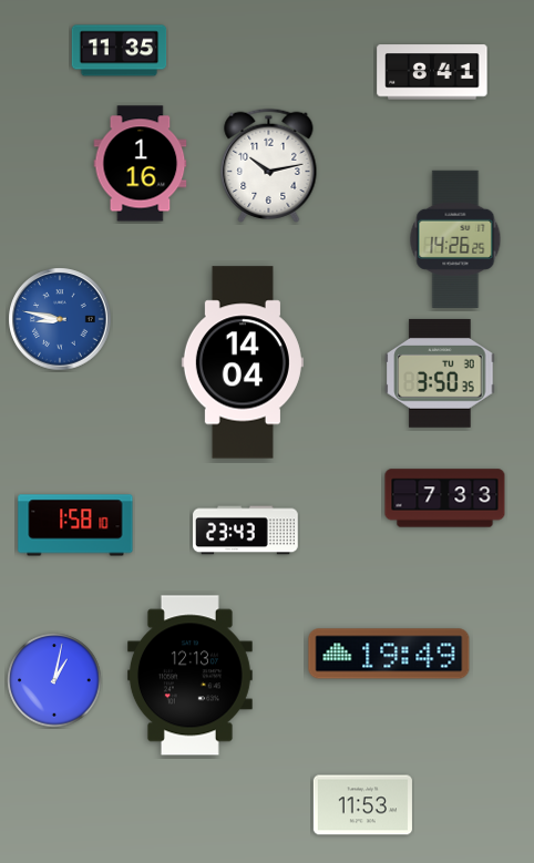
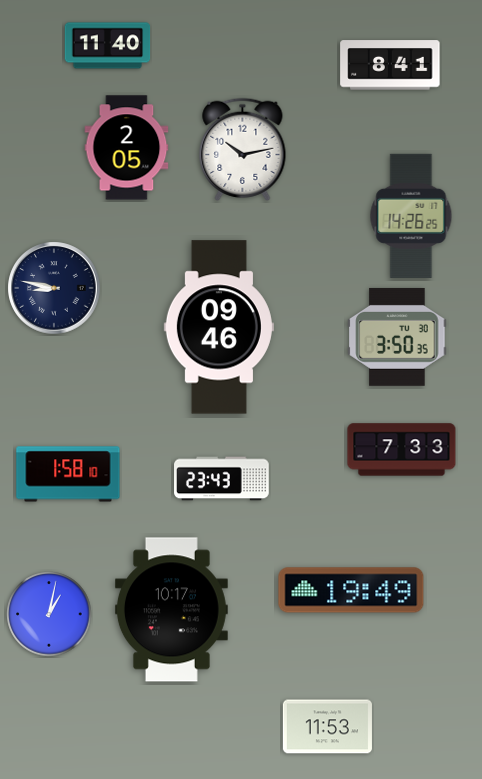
clock at (120, 51): 11:35 -> 11:40
clock at (141, 164): 1:16 -> 2:05
clock at (60, 319) dial: blue -> navy
clock at (243, 362): 14:04 -> 09:46
clock at (189, 676): 12:13 -> 10:17
